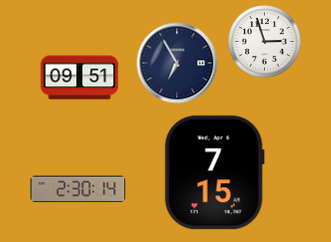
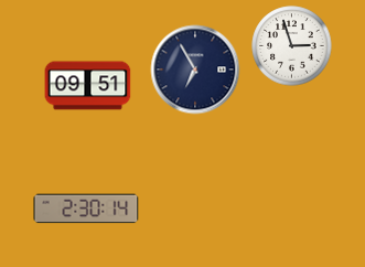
clock at (214, 173): 7:15 -> none
